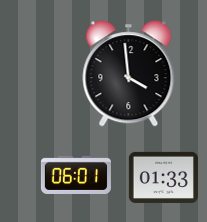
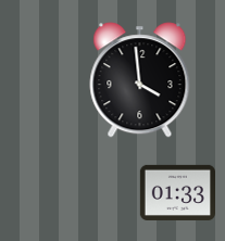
clock at (76, 175): 06:01 -> none
